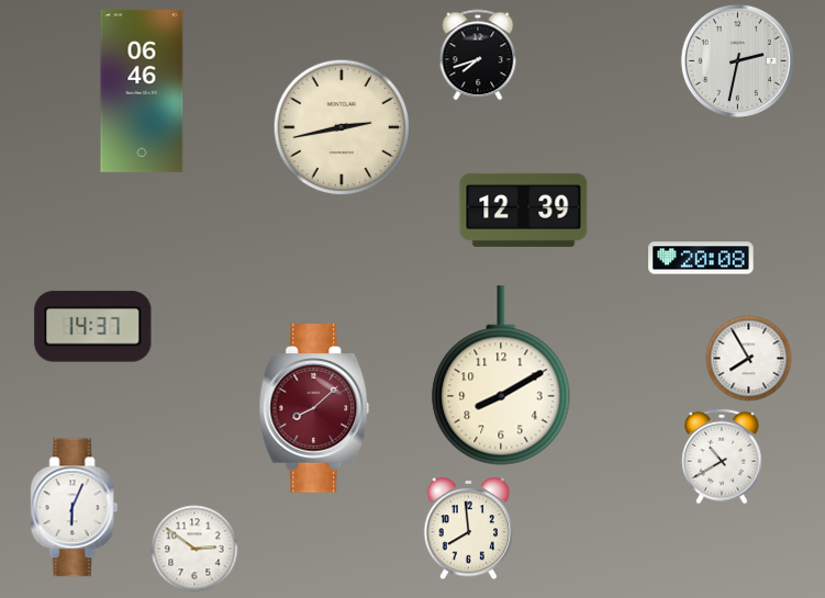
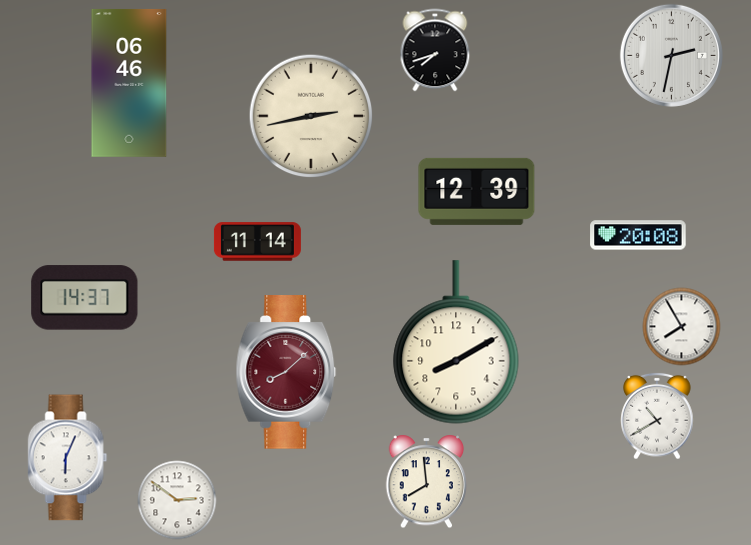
clock at (257, 242): none -> 11:14
clock at (75, 508) position: (75, 508) -> (68, 458)
